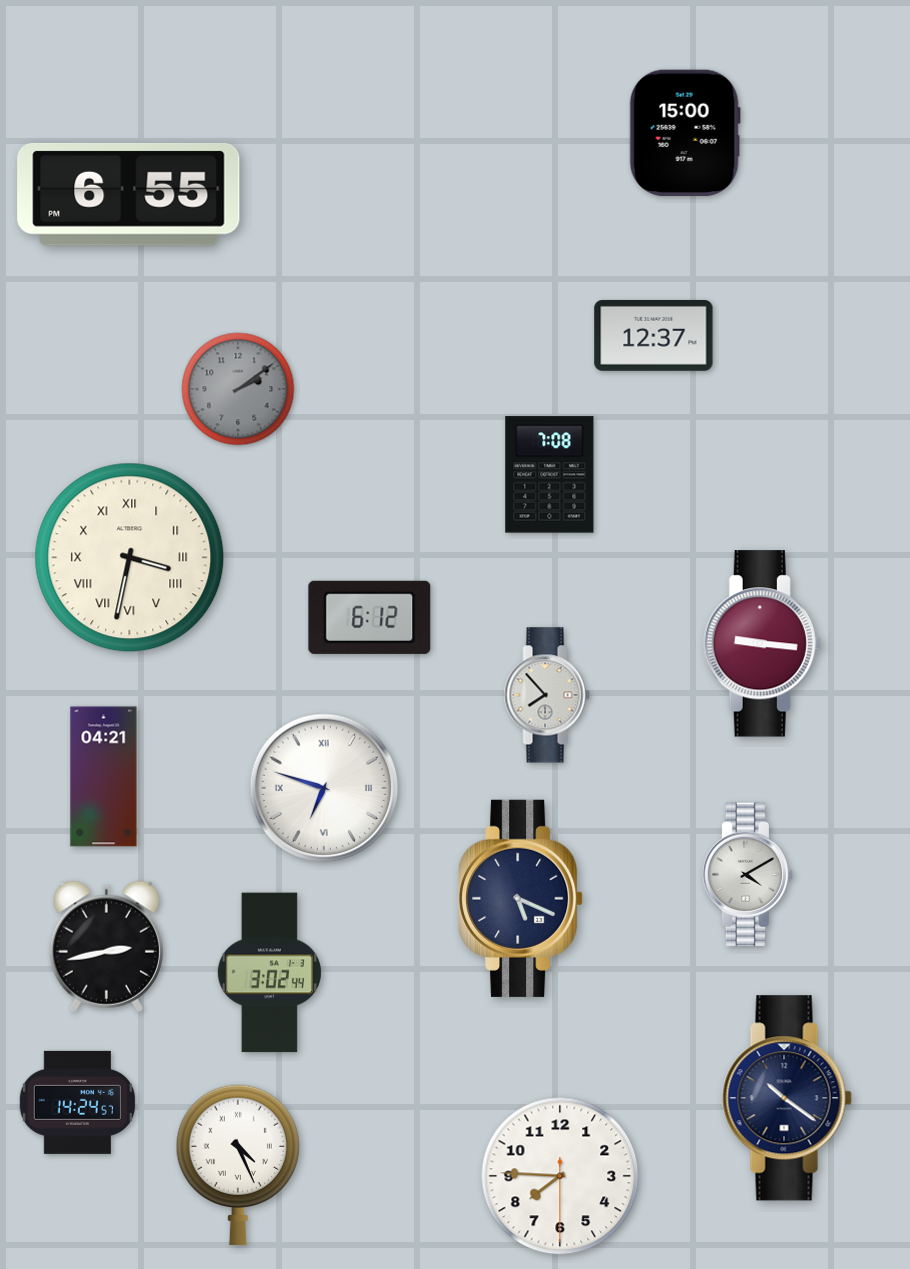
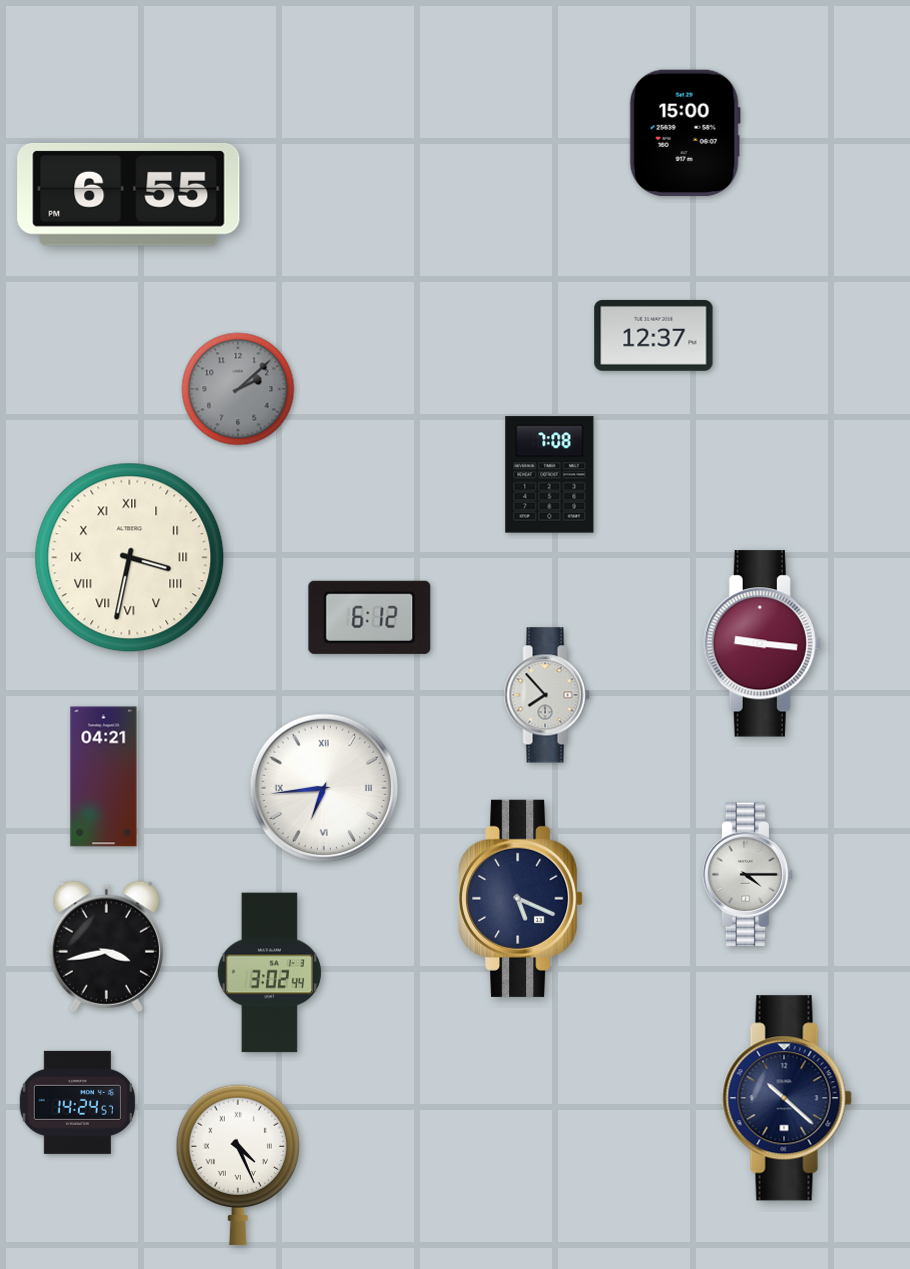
clock at (238, 389): 2:09 -> 2:08
clock at (324, 788): 6:48 -> 6:44
clock at (748, 875): 4:10 -> 4:15
clock at (106, 946): 2:43 -> 3:43
clock at (787, 1098): 10:21 -> 10:22
clock at (560, 1176): 7:45 -> none
